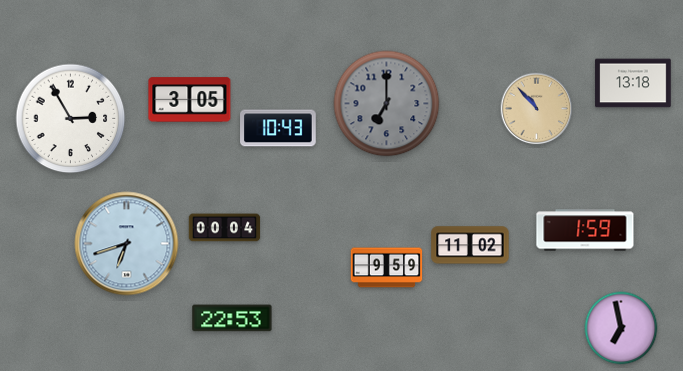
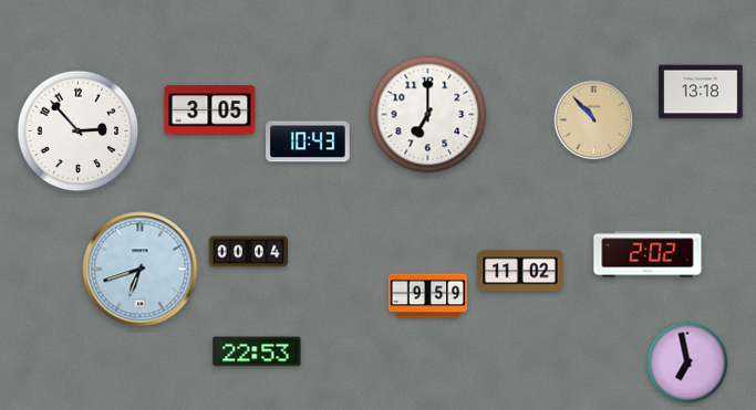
clock at (387, 104) dial: grey -> white
clock at (71, 119): 2:55 -> 2:53
clock at (585, 230): 1:59 -> 2:02
